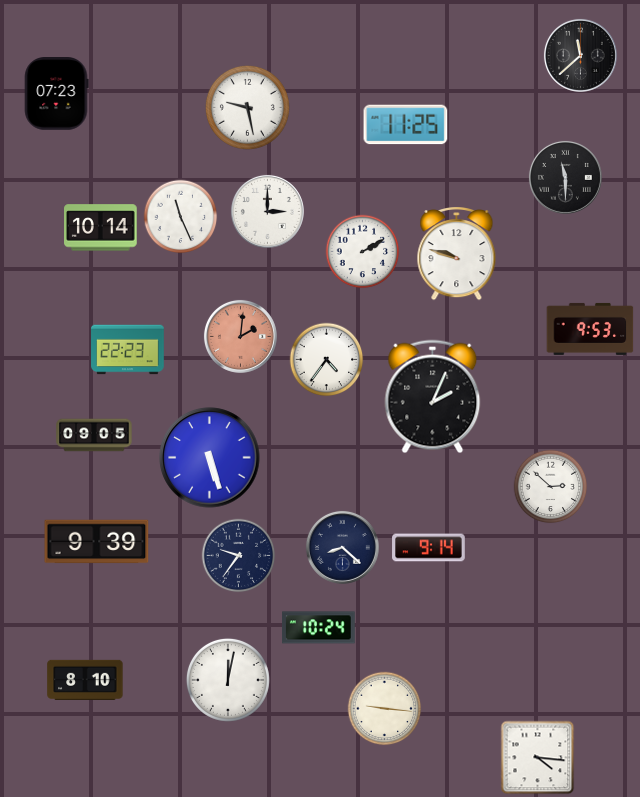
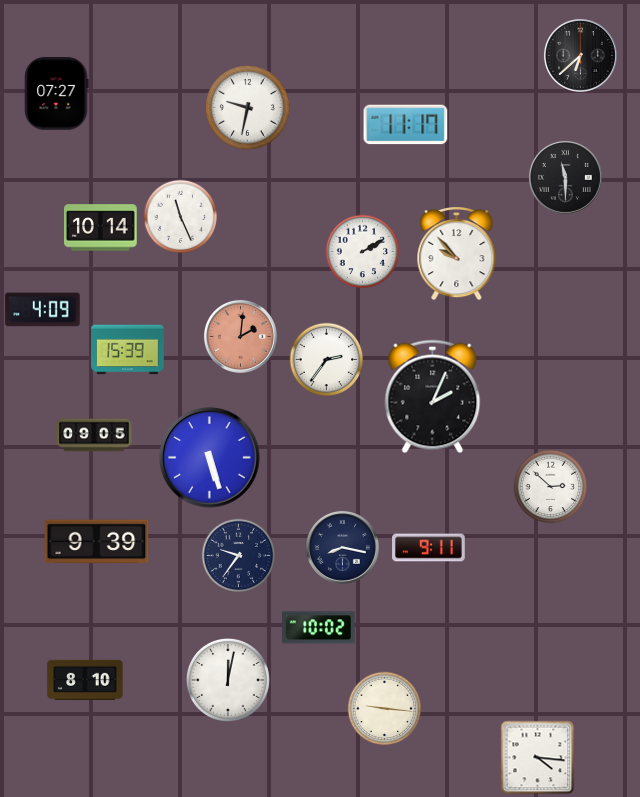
clock at (580, 55): 11:38 -> 6:38
clock at (57, 94): 07:23 -> 07:27
clock at (247, 107): 9:28 -> 9:32
clock at (406, 125): 11:25 -> 11:17
clock at (267, 211): 3:00 -> none
clock at (457, 254): 9:48 -> 9:53
clock at (43, 310): none -> 4:09
clock at (590, 329): 9:53 -> none
clock at (128, 350): 22:23 -> 15:39
clock at (327, 360): 4:36 -> 2:36
clock at (342, 547): 8:22 -> 8:17
clock at (429, 548): 9:14 -> 9:11
clock at (319, 628): 10:24 -> 10:02
